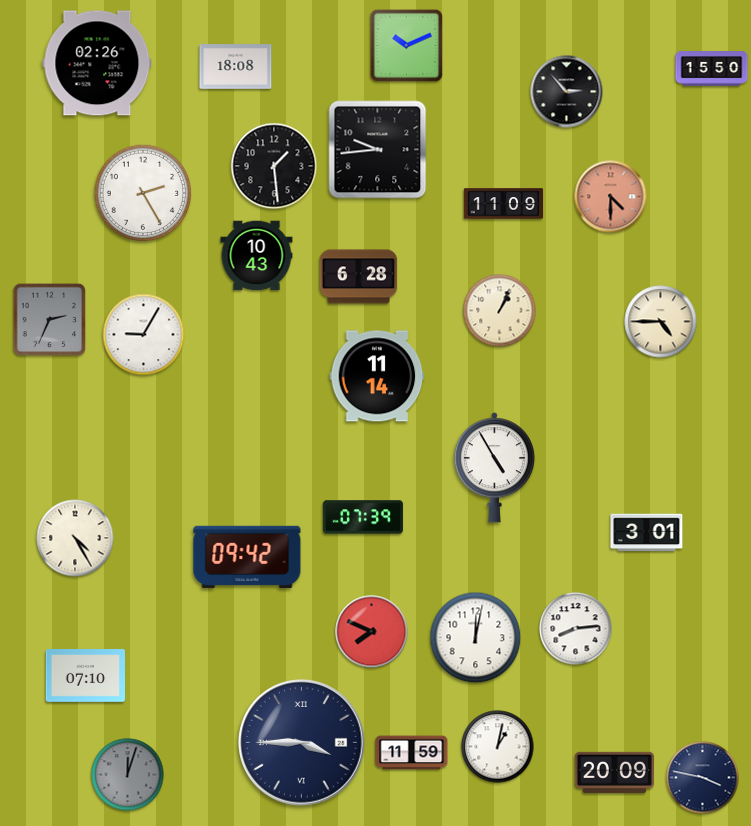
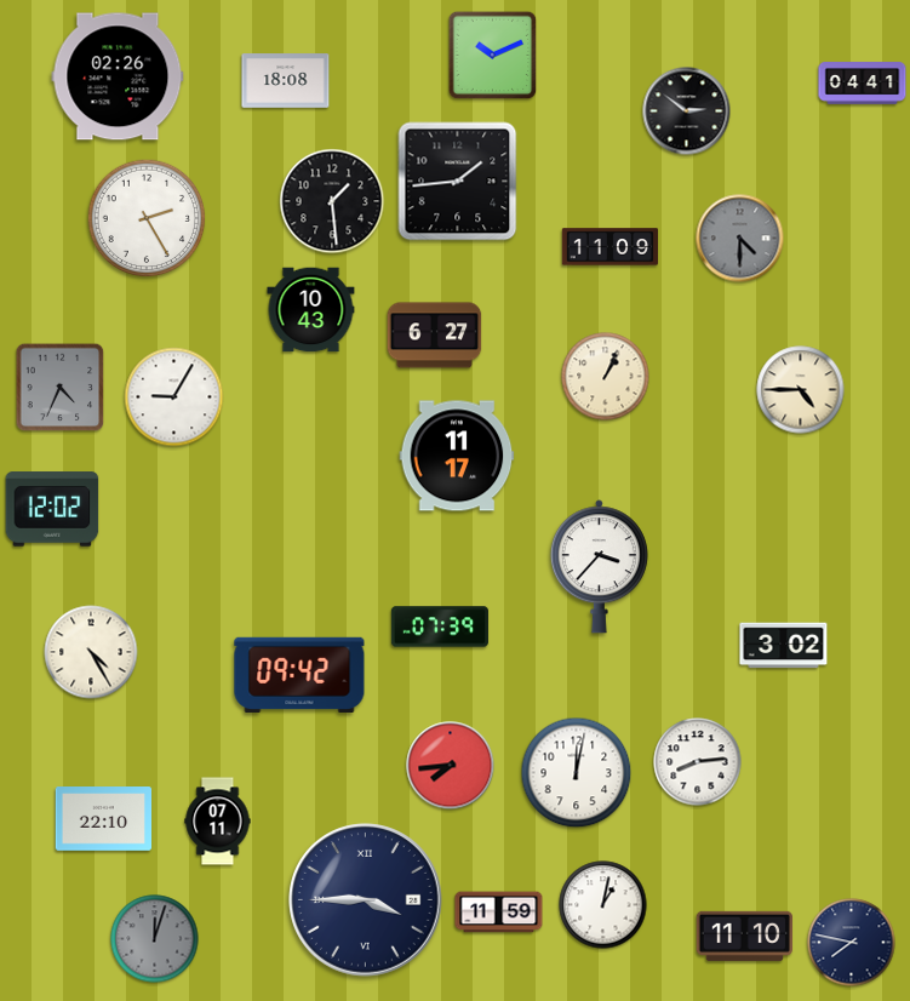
clock at (712, 69): 15:50 -> 04:41
clock at (567, 92): 2:53 -> 2:51
clock at (378, 150): 9:44 -> 1:44
clock at (143, 193) position: (143, 193) -> (147, 218)
clock at (611, 197) dial: salmon -> grey
clock at (359, 277): 6:28 -> 6:27
clock at (50, 320): 2:34 -> 4:34
clock at (144, 335) position: (144, 335) -> (174, 397)
clock at (377, 376): 11:14 -> 11:17
clock at (52, 509): none -> 12:02
clock at (494, 468): 4:55 -> 3:37
clock at (647, 533): 3:01 -> 3:02
clock at (372, 632): 7:49 -> 7:44
clock at (85, 676): 07:10 -> 22:10
clock at (218, 822): none -> 07:11
clock at (614, 772): 20:09 -> 11:10
clock at (703, 778): 3:47 -> 7:47
